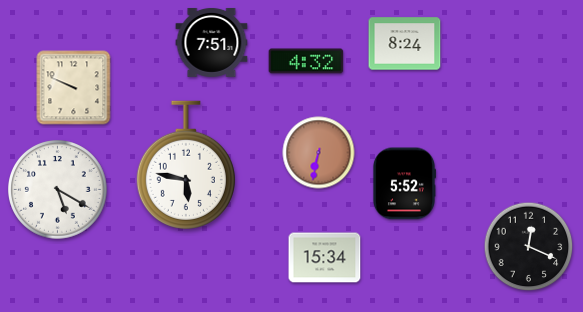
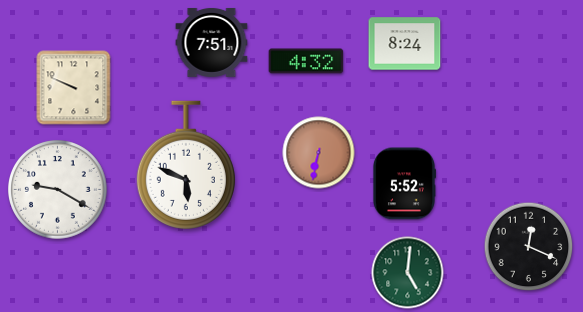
clock at (186, 165): 5:47 -> 5:49
clock at (58, 190): 5:20 -> 9:20
clock at (325, 258): 15:34 -> none
clock at (408, 273): none -> 5:01
